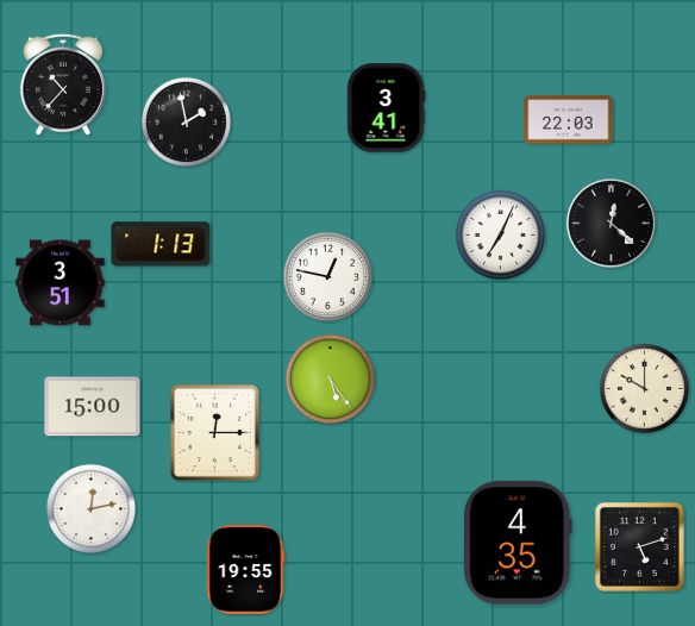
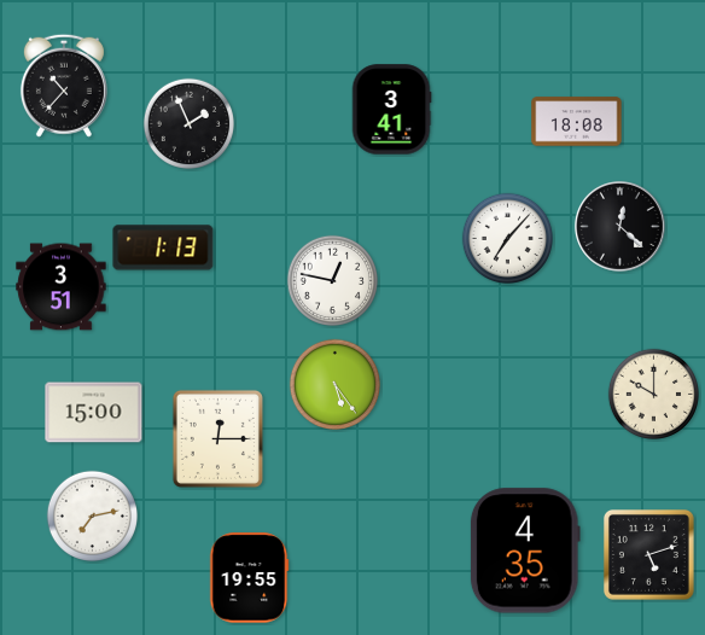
clock at (569, 120): 22:03 -> 18:08
clock at (186, 121): 1:58 -> 1:56
clock at (500, 234): 7:04 -> 7:07
clock at (90, 508): 12:13 -> 7:13
